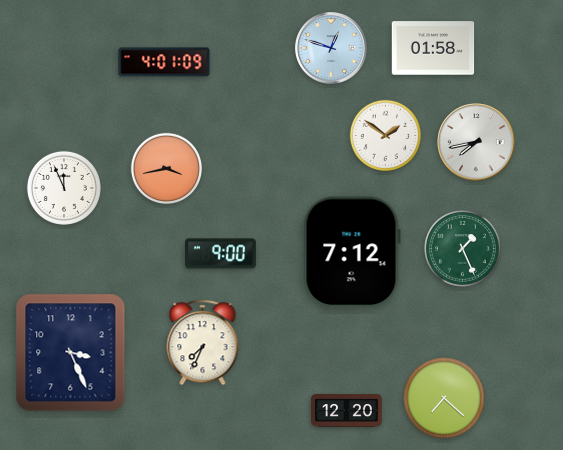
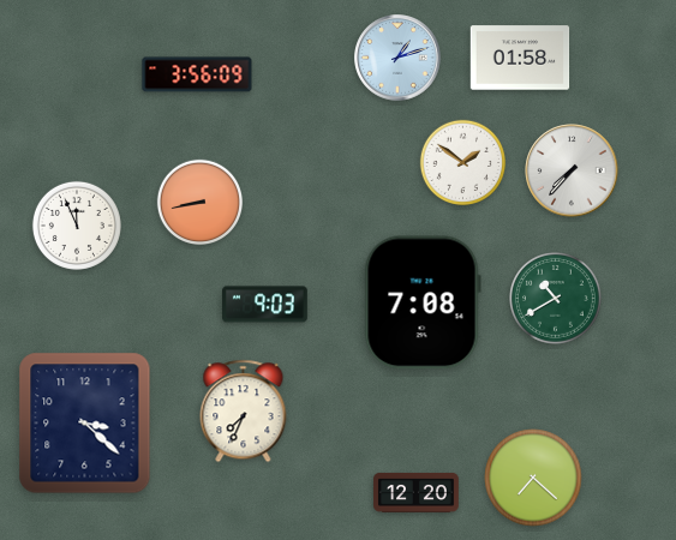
clock at (331, 48): 12:48 -> 1:12
clock at (164, 62): 4:01 -> 3:56
clock at (476, 142): 7:43 -> 7:37
clock at (167, 169): 3:43 -> 8:43
clock at (463, 249): 1:26 -> 10:40
clock at (352, 252): 7:12 -> 7:08
clock at (221, 254): 9:00 -> 9:03
clock at (71, 353): 3:26 -> 3:22
